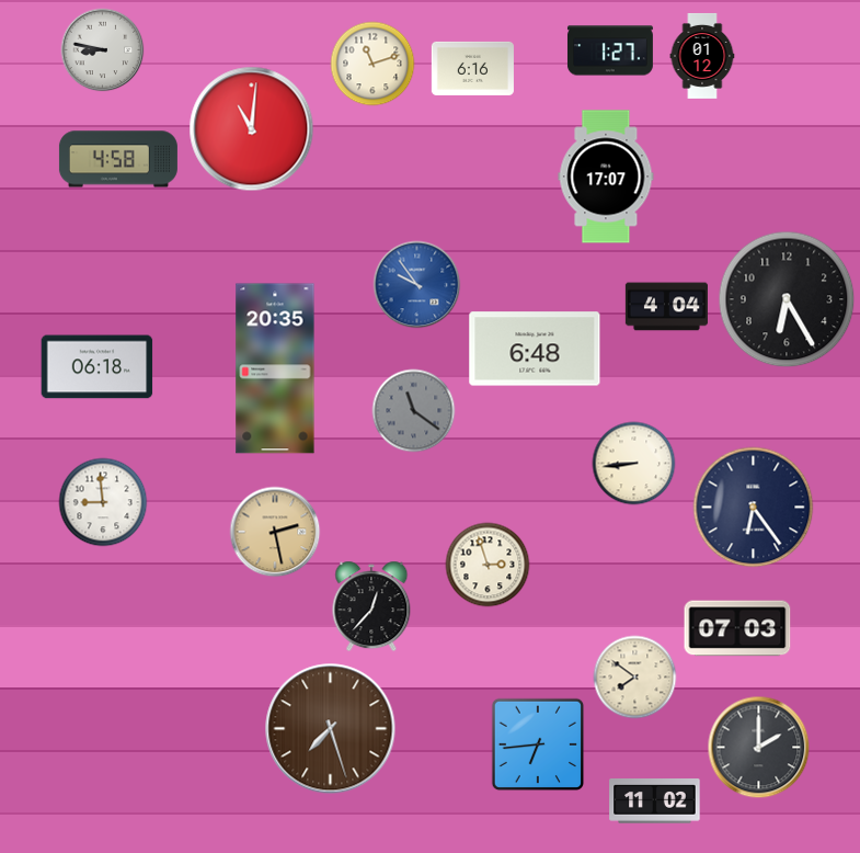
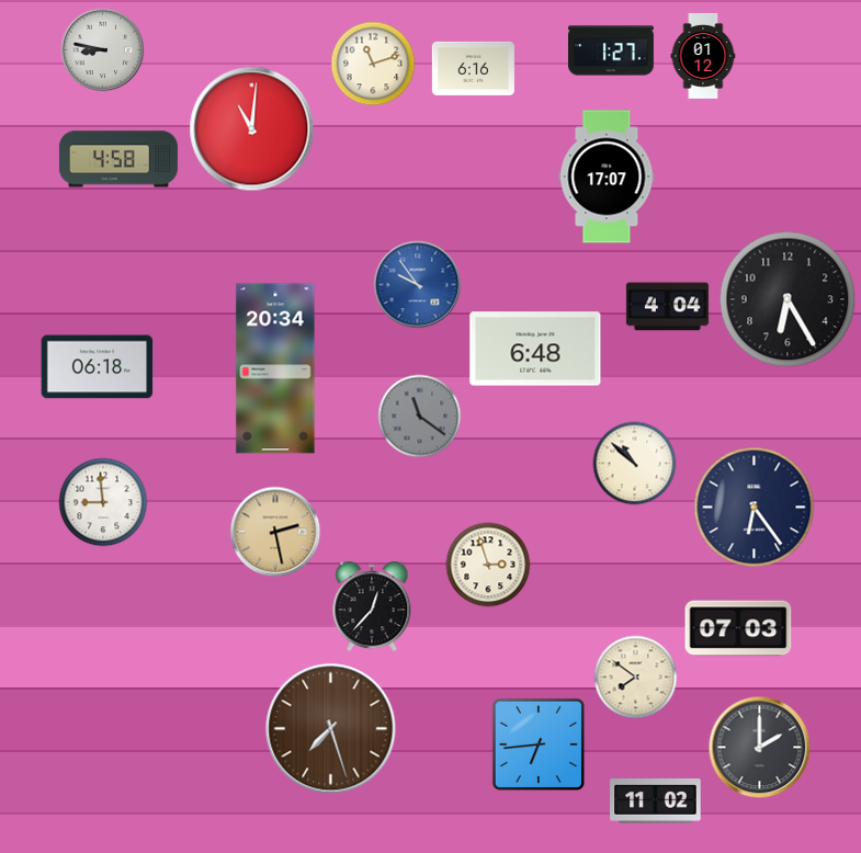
clock at (275, 368): 20:35 -> 20:34
clock at (414, 411) position: (414, 411) -> (420, 417)
clock at (634, 464): 8:44 -> 10:52
